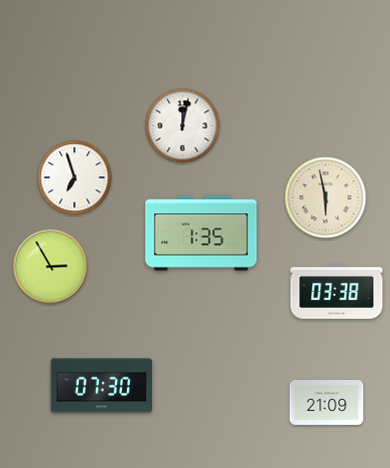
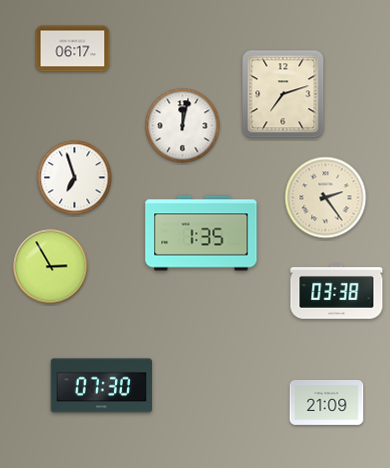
clock at (73, 49): none -> 06:17
clock at (283, 94): none -> 7:12
clock at (326, 198): 5:58 -> 2:24
